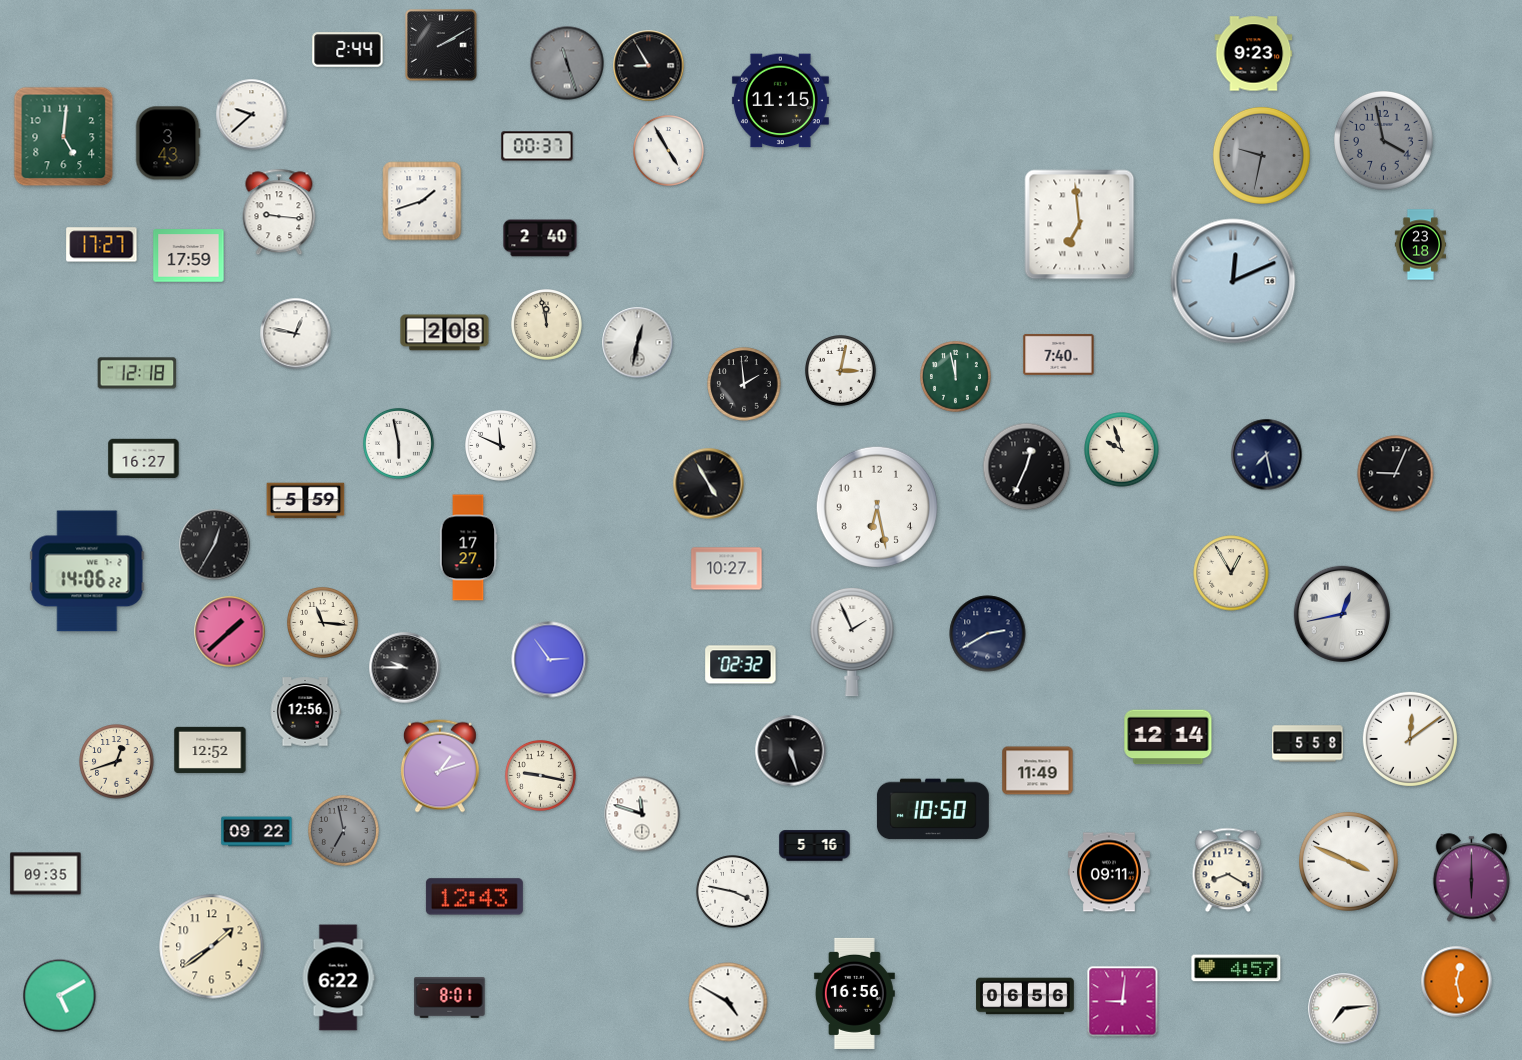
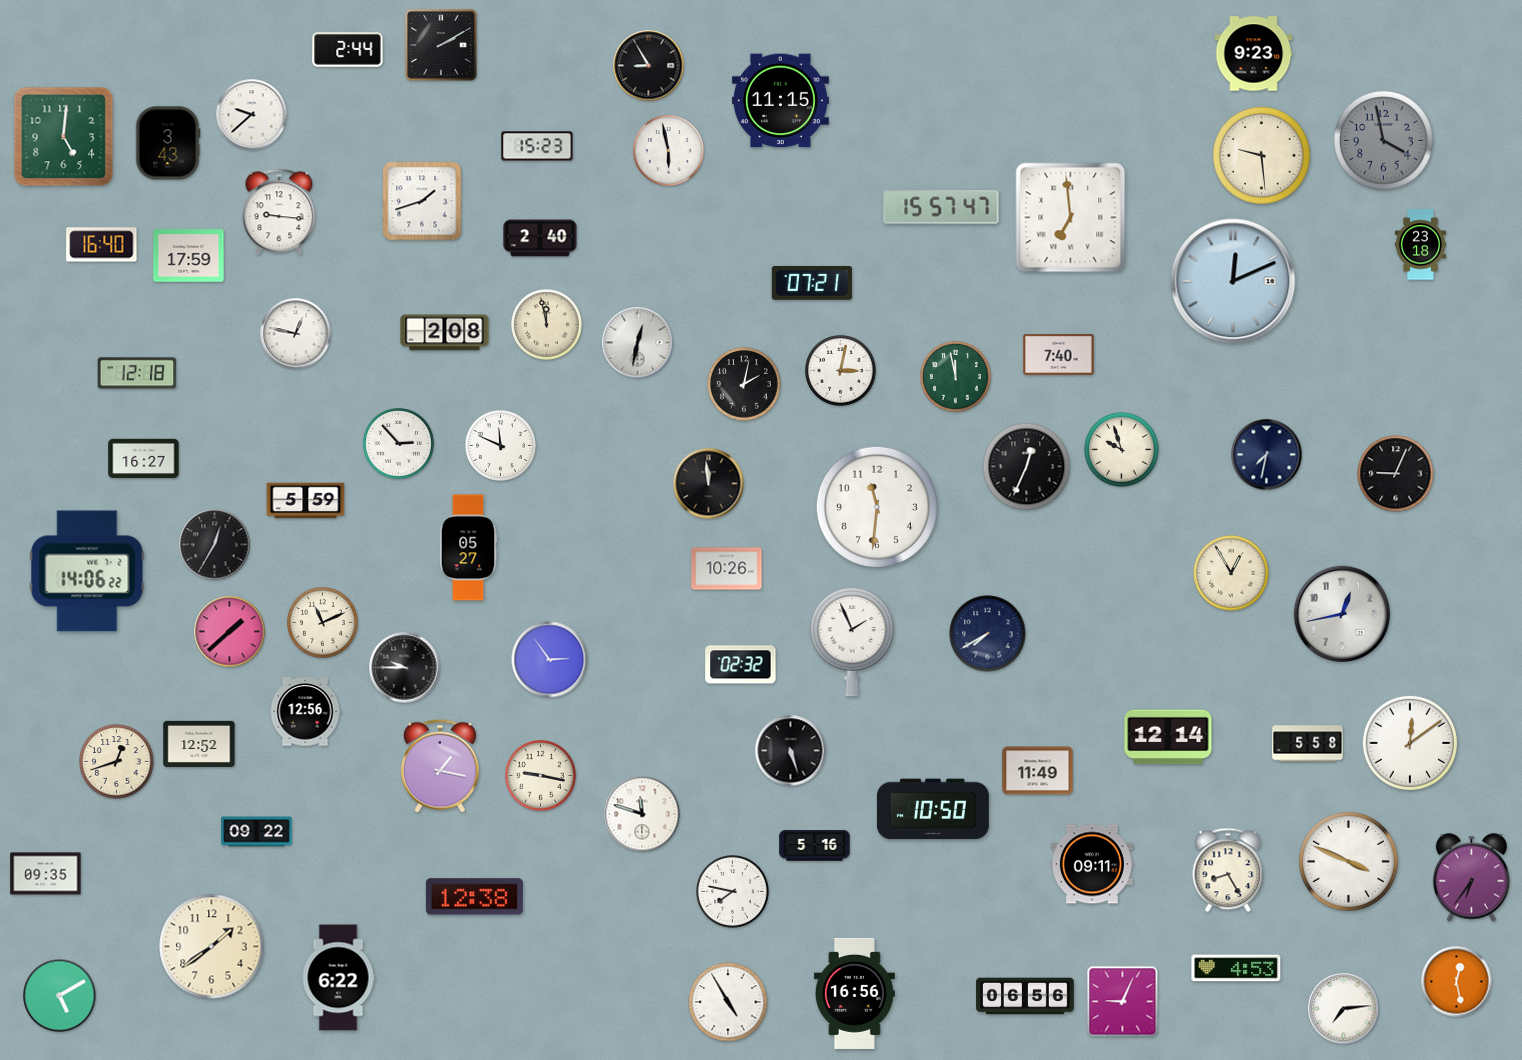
clock at (567, 63): 11:27 -> none
clock at (537, 146): 00:37 -> 15:23
clock at (669, 151): 4:55 -> 5:58
clock at (1261, 155): 9:32 -> 9:29
clock at (1261, 155) dial: grey -> cream
clock at (941, 207): none -> 15:57
clock at (1080, 225) position: (1080, 225) -> (1071, 218)
clock at (102, 245): 17:27 -> 16:40
clock at (812, 283): none -> 07:21
clock at (744, 384): 1:59 -> 2:02
clock at (399, 444): 5:58 -> 2:53
clock at (1267, 455): 7:28 -> 7:32
clock at (709, 484): 4:55 -> 11:59
clock at (877, 507): 6:28 -> 11:31
clock at (468, 548): 17:27 -> 05:27
clock at (727, 569): 10:27 -> 10:26
clock at (323, 623): 11:16 -> 11:11
clock at (988, 634): 2:40 -> 7:40
clock at (1410, 739) position: (1410, 739) -> (1410, 743)
clock at (210, 750) position: (210, 750) -> (199, 744)
clock at (440, 766): 1:12 -> 1:17
clock at (344, 831): 6:58 -> none
clock at (1228, 870): 8:20 -> 8:25
clock at (1109, 872) position: (1109, 872) -> (1092, 864)
clock at (1471, 878): 6:00 -> 6:36
clock at (733, 892): 3:47 -> 7:47
clock at (474, 897): 12:43 -> 12:38
clock at (1236, 968): 4:57 -> 4:53
clock at (450, 998): 8:01 -> none
clock at (728, 1002): 4:50 -> 4:55
clock at (1123, 1002): 9:01 -> 9:04
